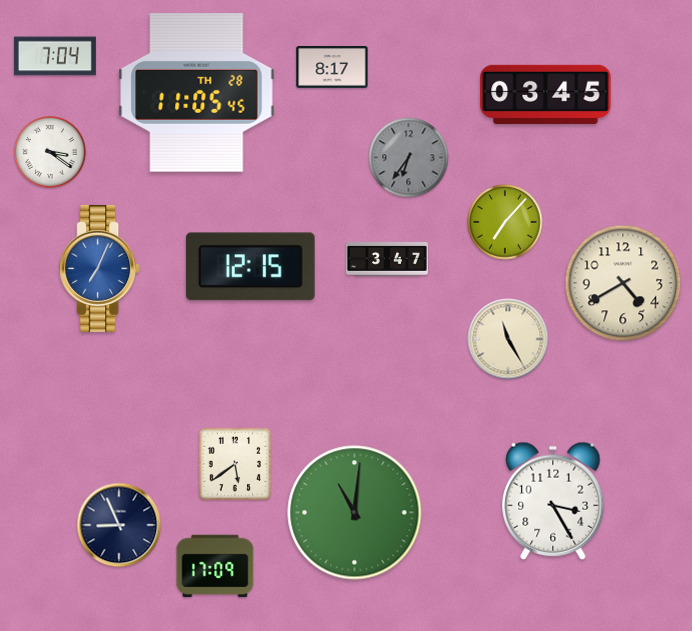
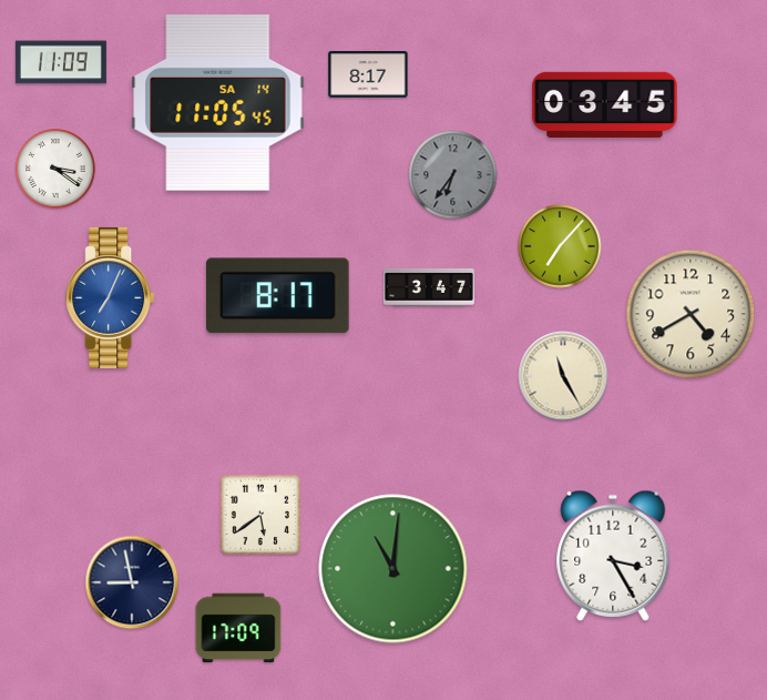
clock at (55, 56): 7:04 -> 11:09
clock at (197, 93) date: TH 28 -> SA 14
clock at (250, 267): 12:15 -> 8:17
clock at (119, 525): 8:56 -> 8:58
